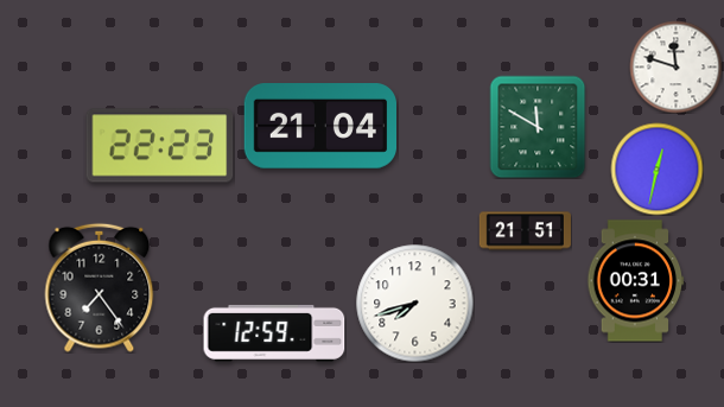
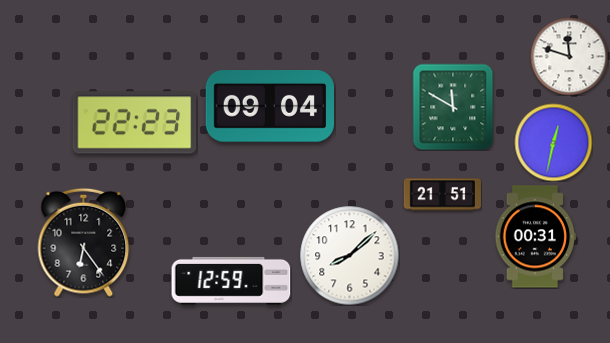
clock at (319, 127): 21:04 -> 09:04
clock at (100, 287): 7:24 -> 6:24
clock at (415, 304): 7:42 -> 8:08
